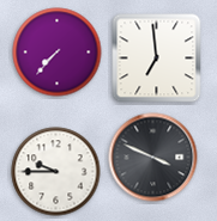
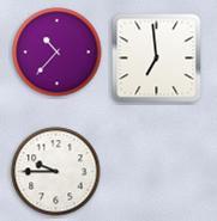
clock at (58, 53): 7:37 -> 10:37
clock at (153, 158): 3:49 -> none
